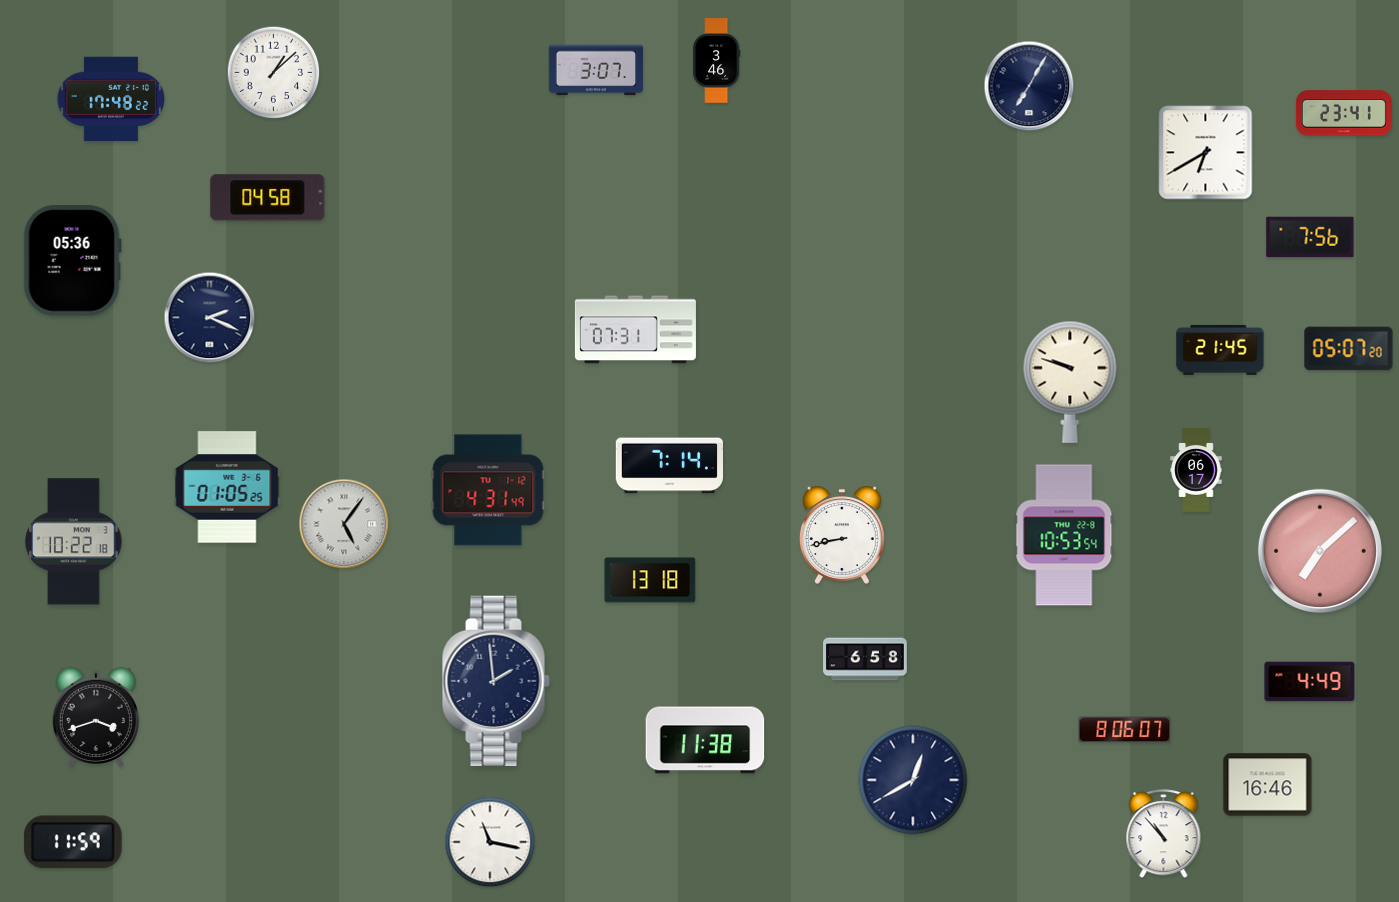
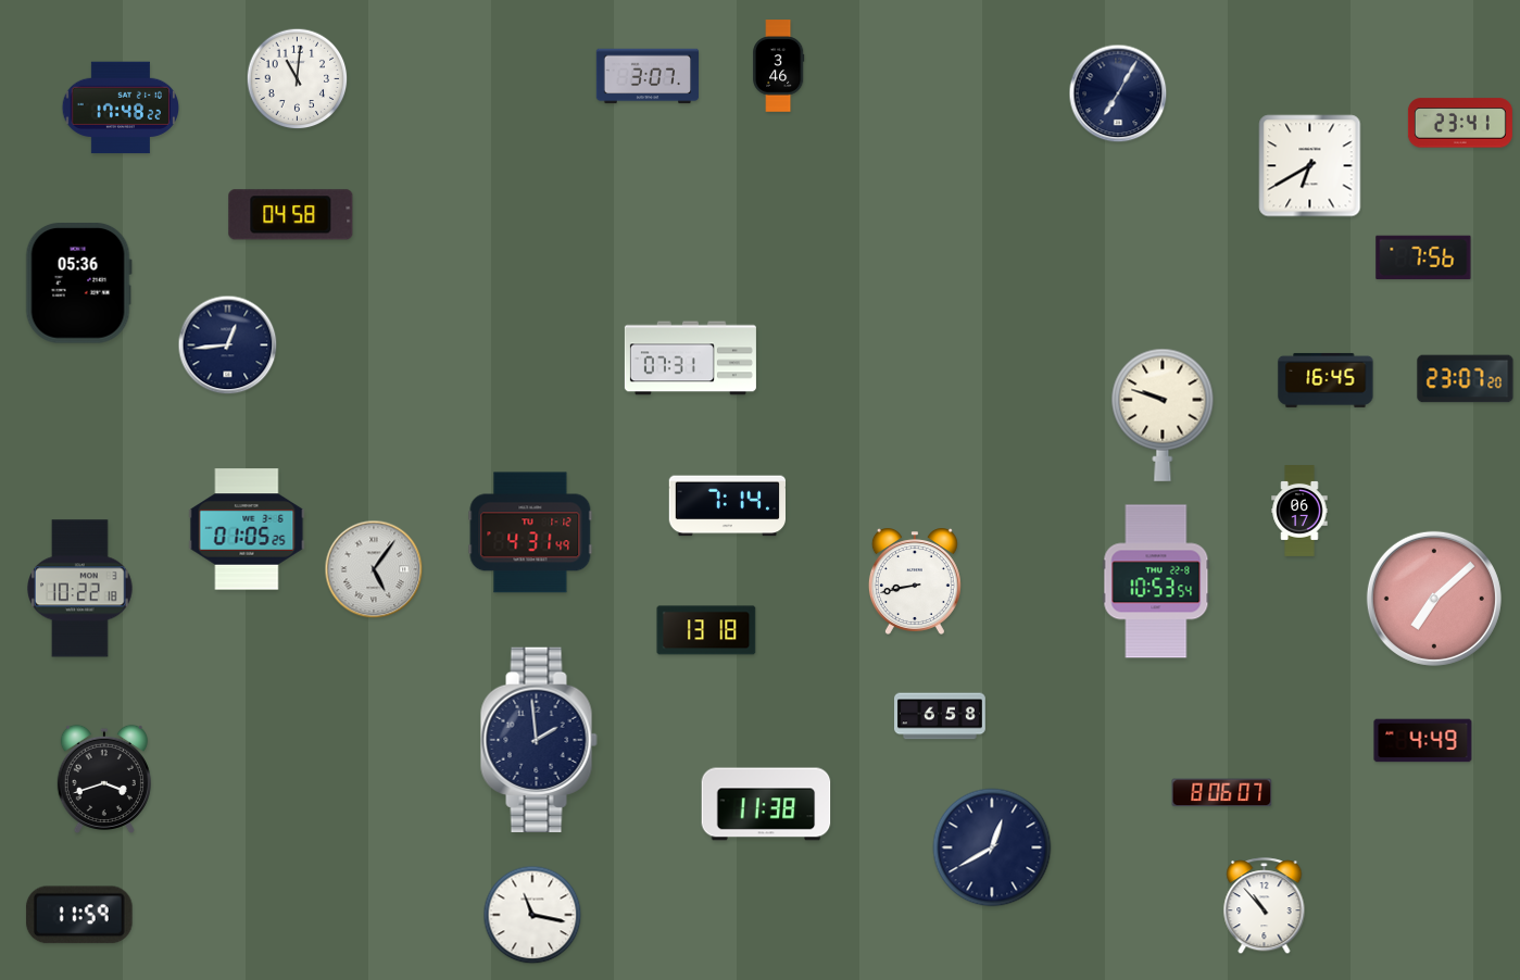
clock at (274, 73): 1:08 -> 11:01
clock at (210, 318): 2:19 -> 12:44
clock at (1349, 349): 05:07 -> 23:07
clock at (1220, 350): 21:45 -> 16:45
clock at (1268, 785): 16:46 -> none
